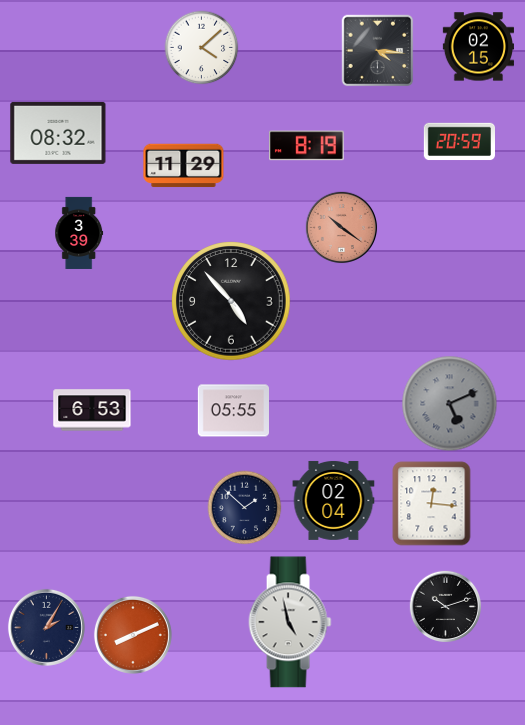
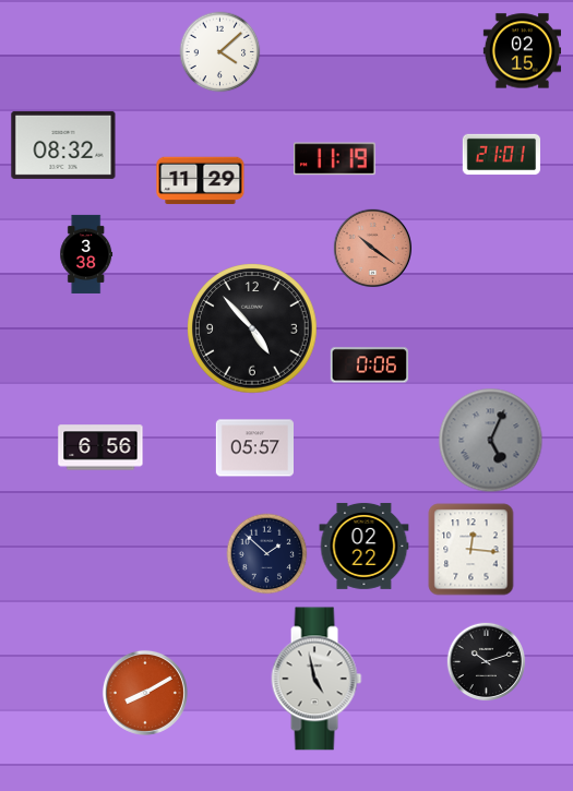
clock at (378, 51): 4:16 -> none
clock at (459, 142): 20:59 -> 21:01
clock at (307, 146): 8:19 -> 11:19
clock at (79, 233): 3:39 -> 3:38
clock at (369, 365): none -> 0:06
clock at (450, 404): 5:11 -> 5:04
clock at (92, 410): 6:53 -> 6:56
clock at (233, 411): 05:55 -> 05:57
clock at (334, 500): 02:04 -> 02:22
clock at (46, 627): 2:05 -> none
clock at (133, 635): 8:11 -> 8:10
